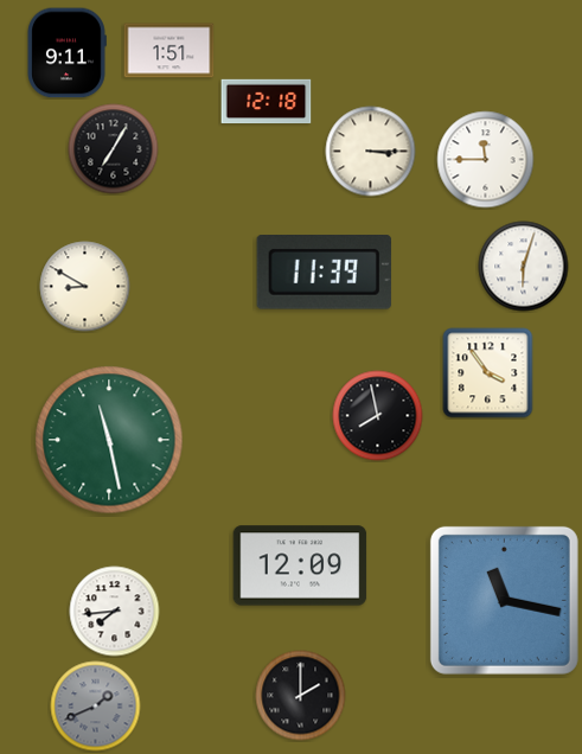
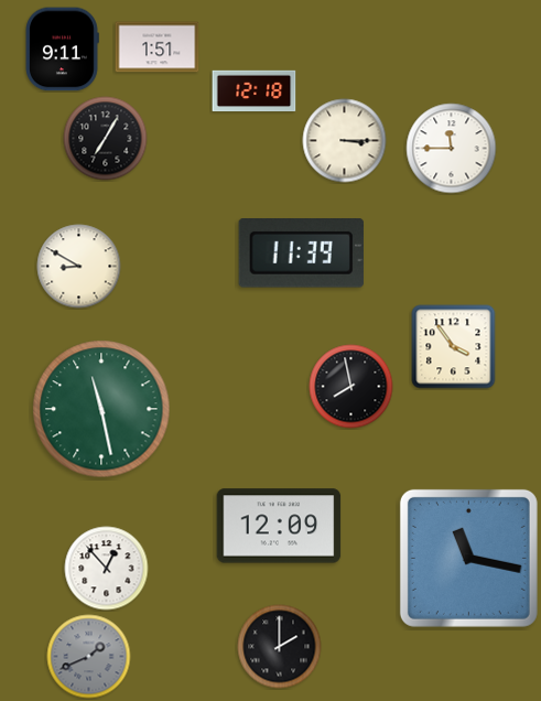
clock at (267, 102) position: (267, 102) -> (255, 91)
clock at (524, 267): 6:03 -> none
clock at (115, 612): 7:44 -> 12:53
